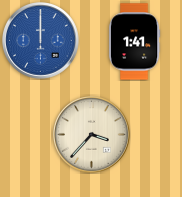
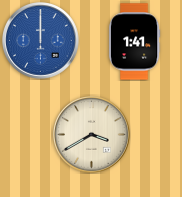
clock at (92, 135): 3:37 -> 3:40
